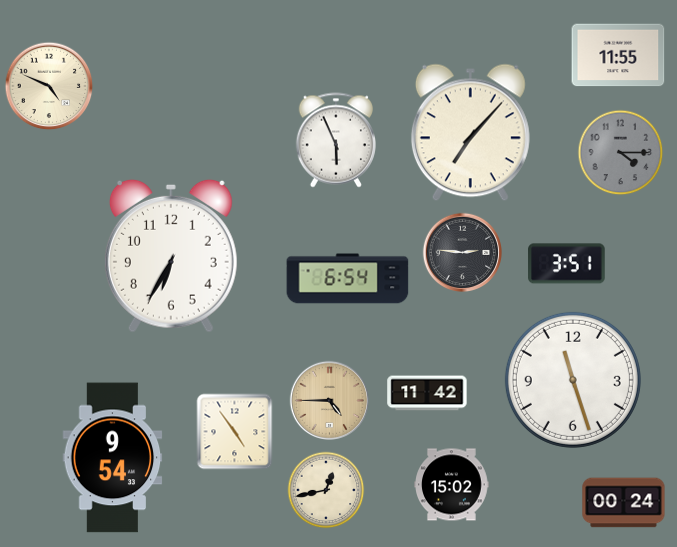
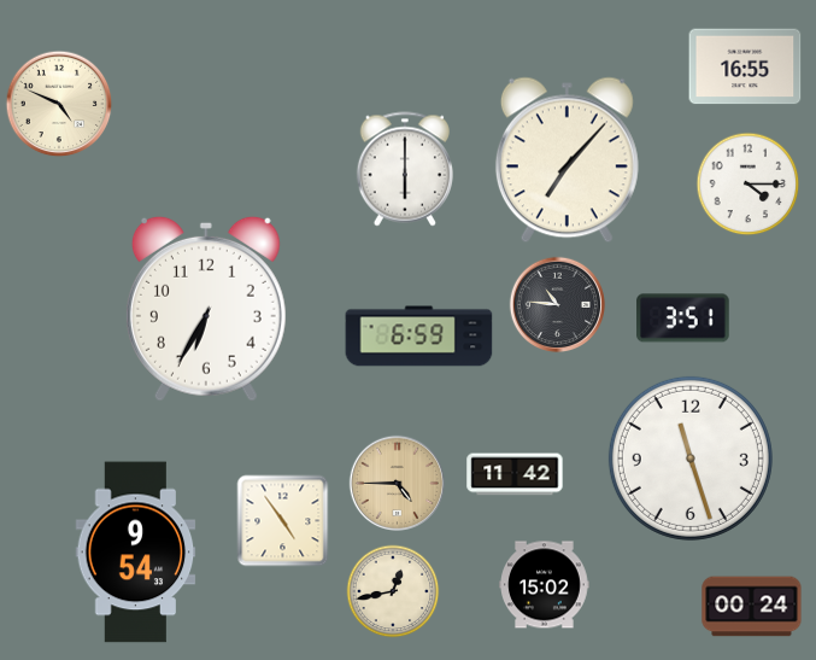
clock at (618, 55): 11:55 -> 16:55
clock at (336, 140): 5:56 -> 6:00
clock at (621, 153) dial: grey -> white
clock at (462, 252): 2:46 -> 10:46
clock at (348, 279): 6:54 -> 6:59
